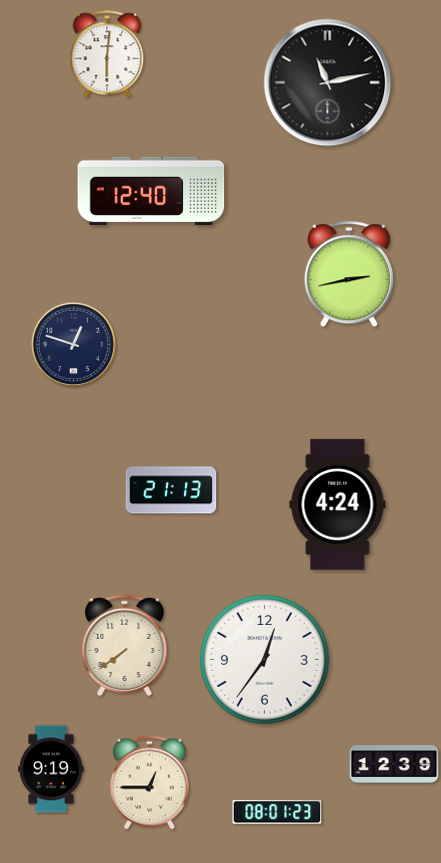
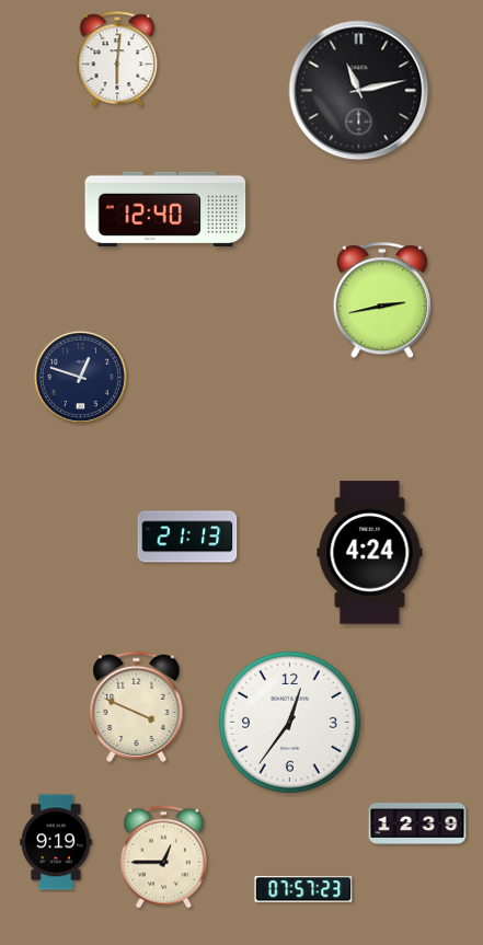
clock at (125, 645): 7:39 -> 3:49
clock at (394, 765) position: (394, 765) -> (417, 825)
clock at (277, 812): 08:01 -> 07:57
